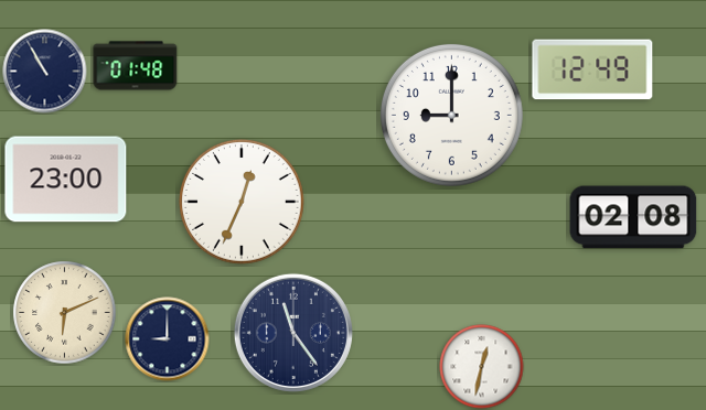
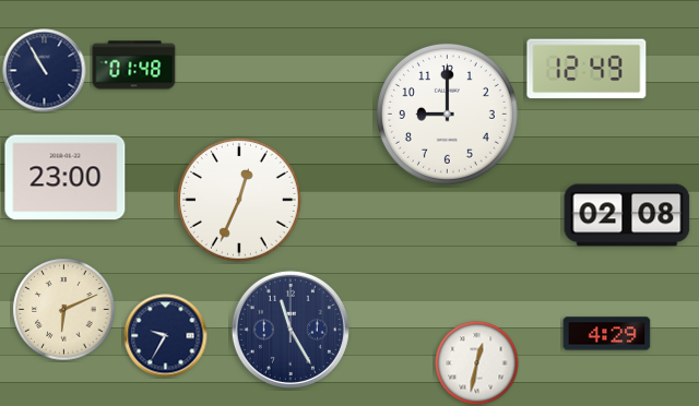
clock at (293, 333): 11:24 -> 11:25
clock at (607, 334): none -> 4:29
clock at (168, 339): 9:00 -> 9:35
